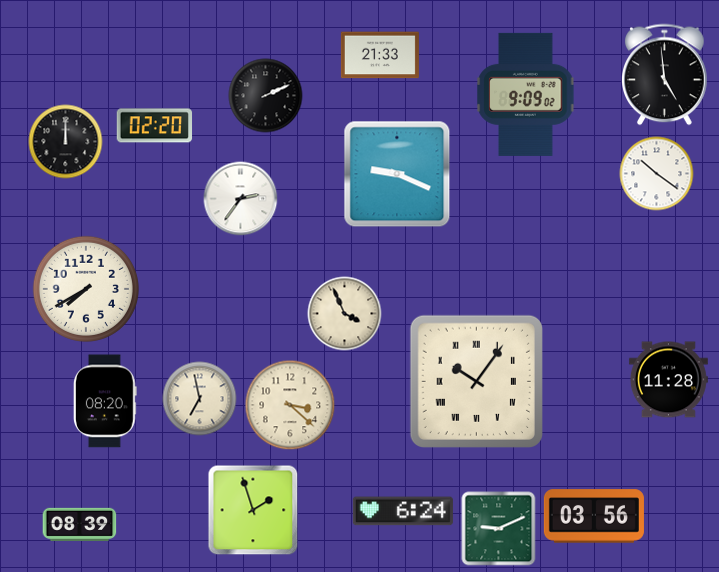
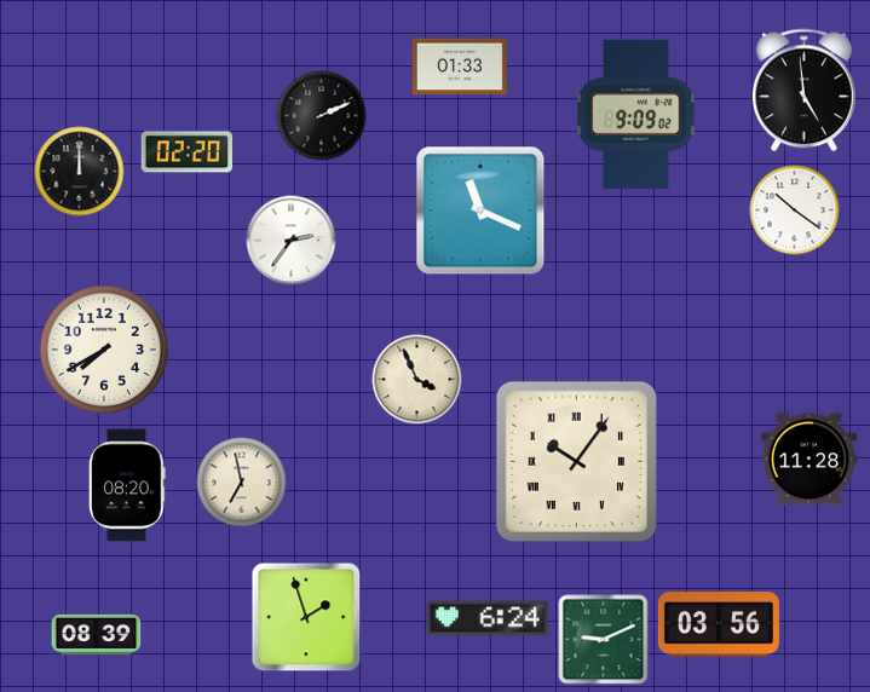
clock at (380, 55): 21:33 -> 01:33
clock at (397, 174): 9:19 -> 11:19
clock at (290, 405): 3:22 -> none
